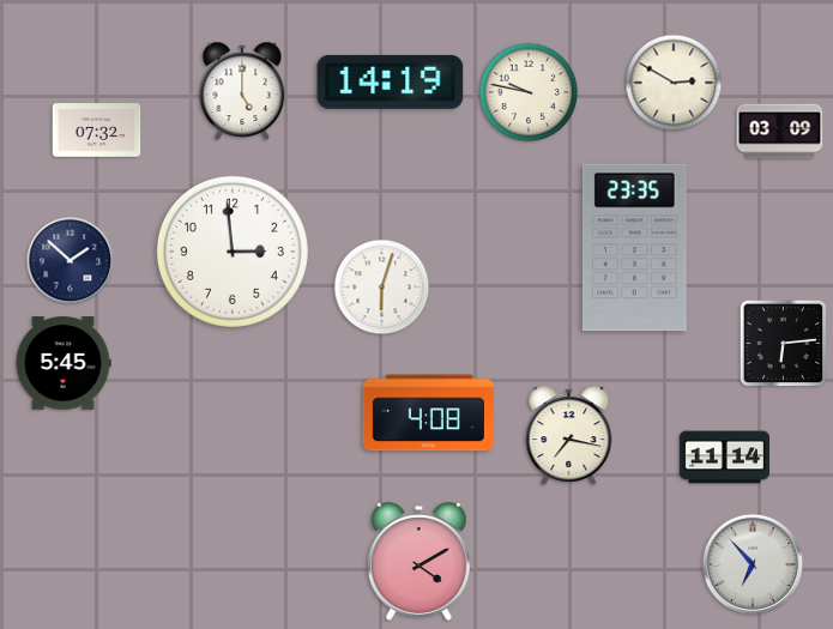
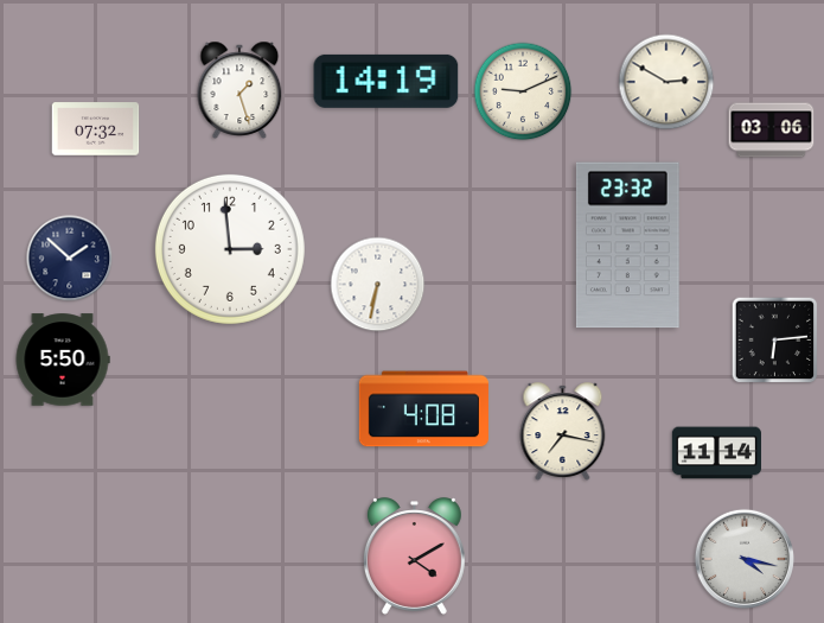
clock at (242, 90): 5:00 -> 1:27
clock at (529, 92): 9:47 -> 9:11
clock at (780, 132): 03:09 -> 03:06
clock at (634, 248): 23:35 -> 23:32
clock at (382, 288): 6:03 -> 6:32
clock at (64, 363): 5:45 -> 5:50
clock at (753, 564): 6:53 -> 4:17
